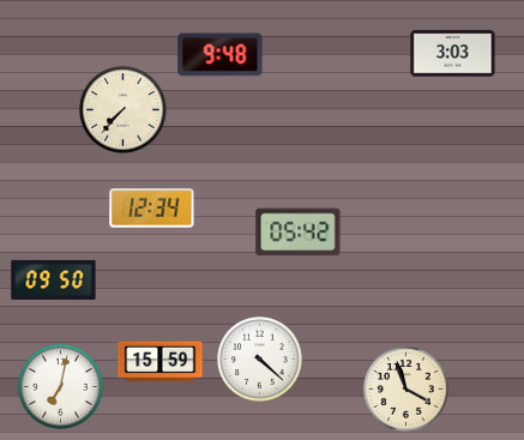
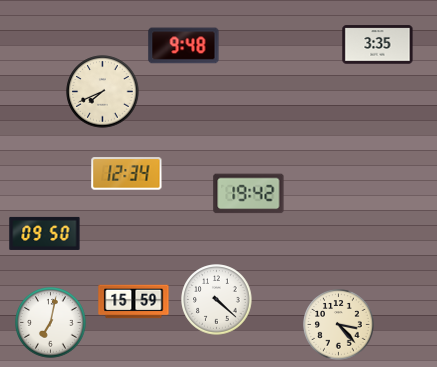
clock at (453, 54): 3:03 -> 3:35
clock at (124, 110): 7:37 -> 7:41
clock at (299, 233): 05:42 -> 19:42
clock at (406, 390): 3:57 -> 3:23
